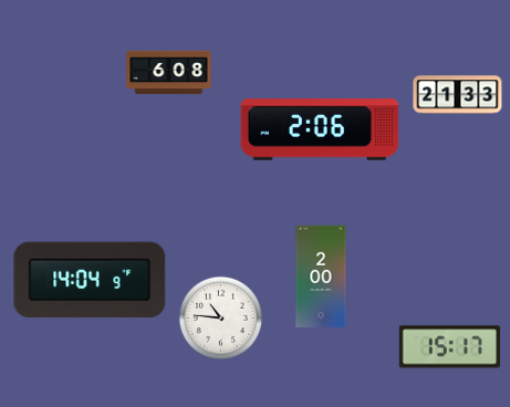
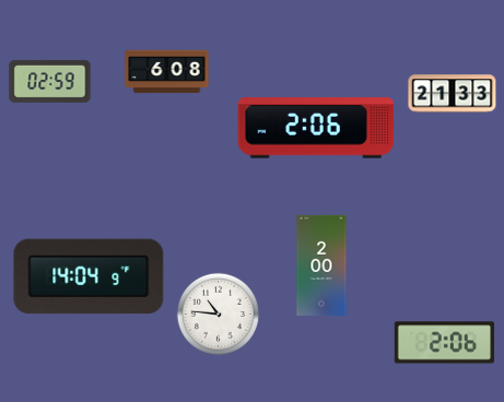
clock at (50, 81): none -> 02:59
clock at (321, 275) position: (321, 275) -> (321, 264)
clock at (449, 347): 15:17 -> 2:06
